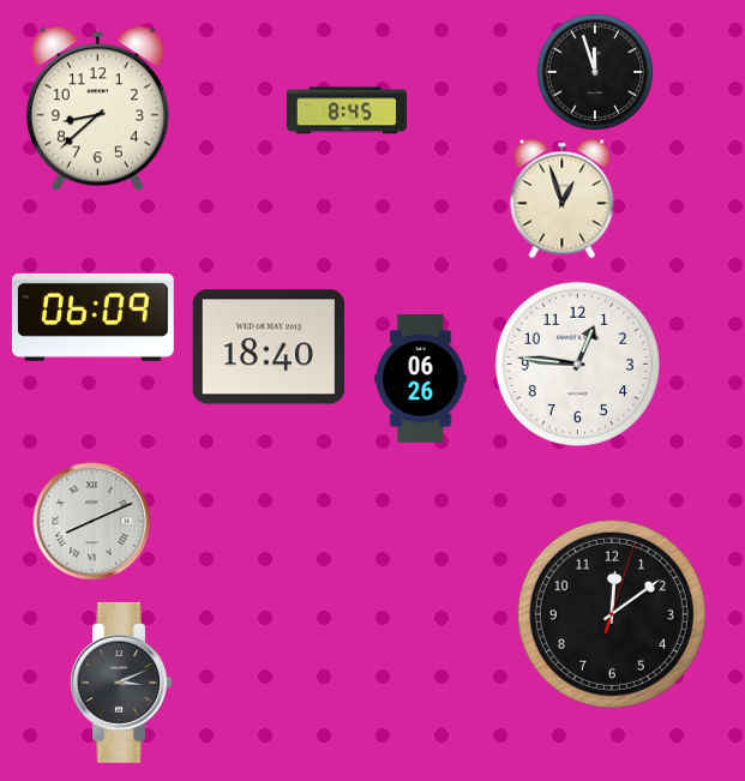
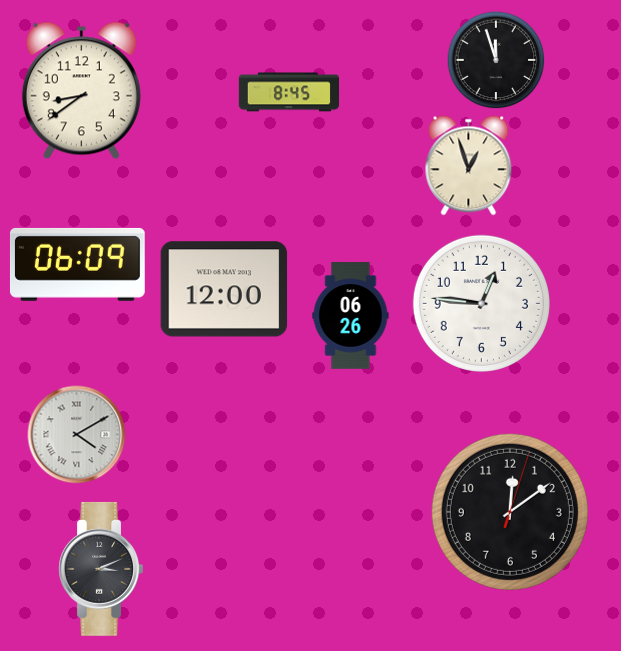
clock at (97, 109): 8:38 -> 8:39
clock at (269, 347): 18:40 -> 12:00
clock at (92, 522): 8:11 -> 4:10
